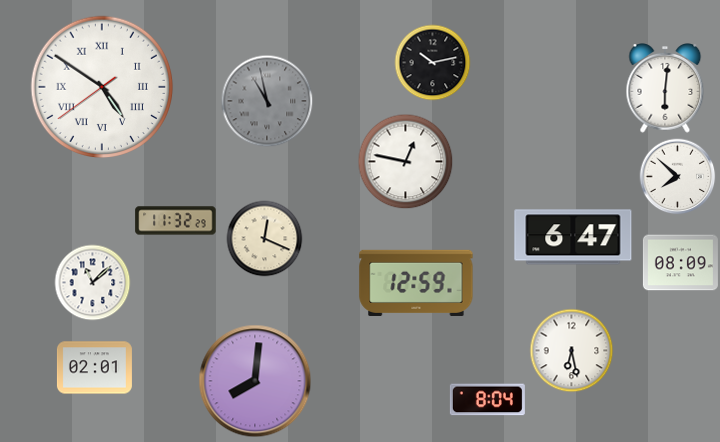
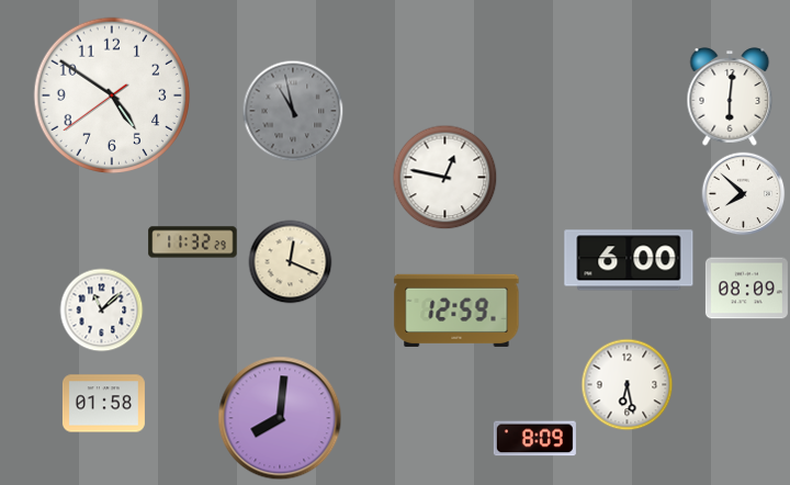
clock at (433, 63): 10:13 -> none
clock at (102, 87) numerals: Roman -> Arabic
clock at (573, 237): 6:47 -> 6:00
clock at (94, 368): 02:01 -> 01:58
clock at (487, 400): 8:04 -> 8:09
